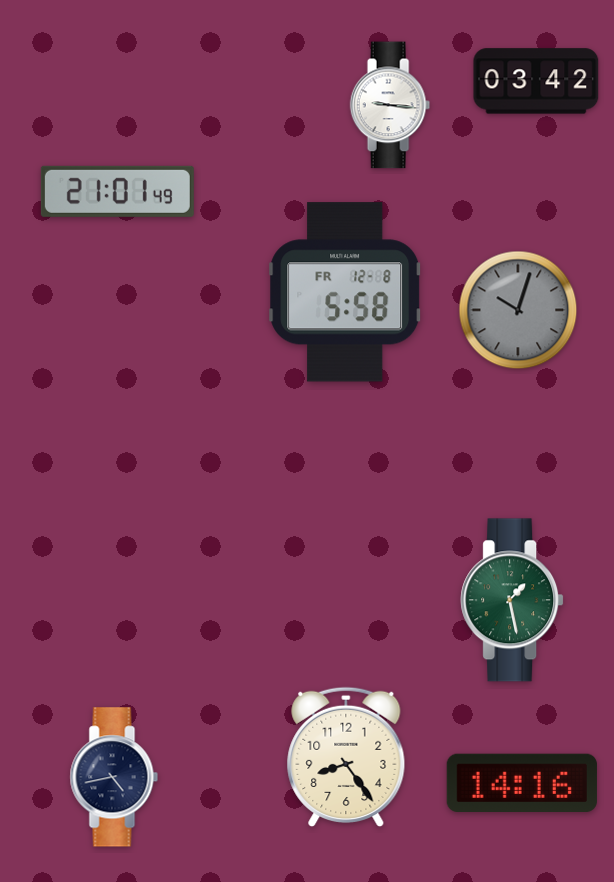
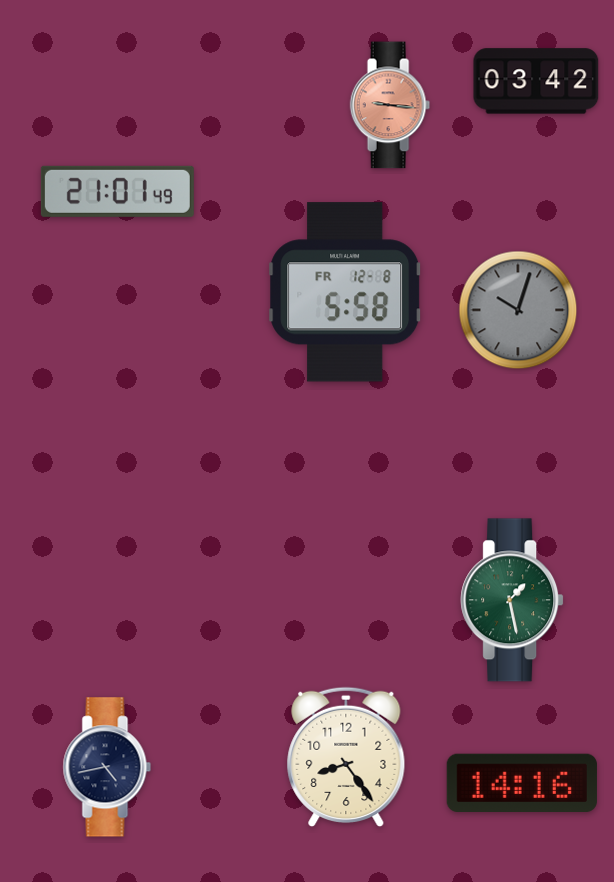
clock at (390, 105) dial: white -> salmon
clock at (114, 777) position: (114, 777) -> (107, 767)
